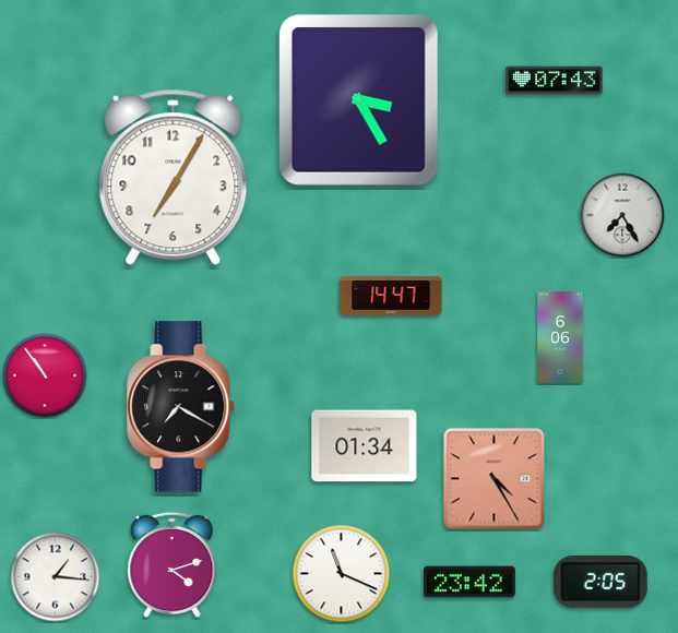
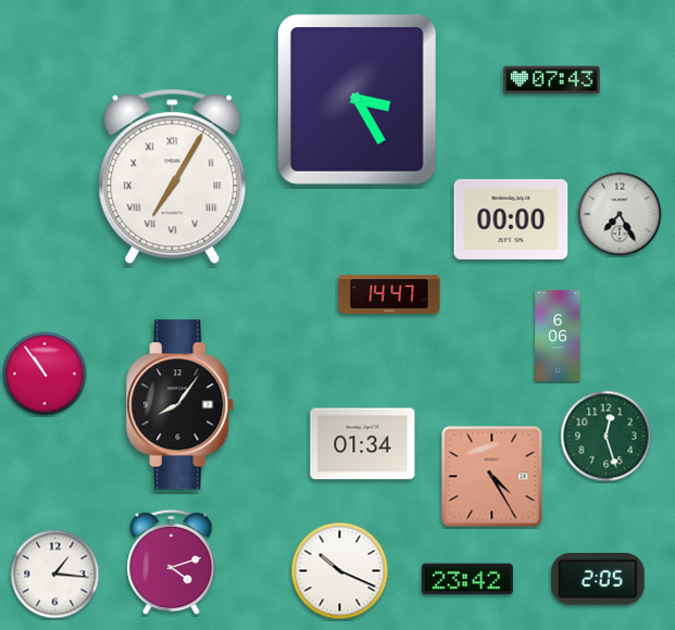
clock at (174, 178) numerals: Arabic -> Roman
clock at (511, 219): none -> 00:00
clock at (181, 407): 7:20 -> 8:06
clock at (607, 437): none -> 12:27
clock at (342, 574): 11:19 -> 10:19
